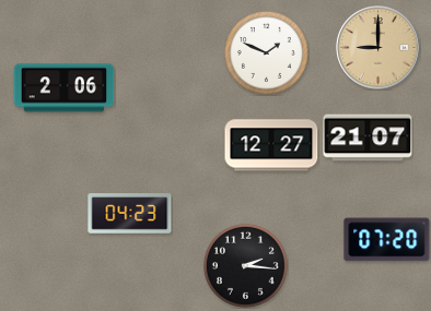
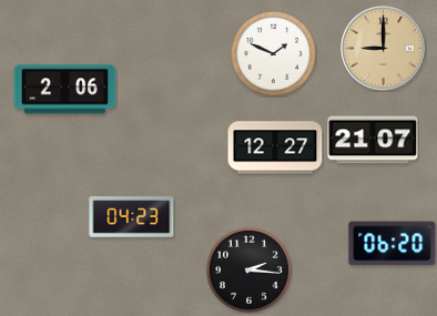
clock at (266, 52) position: (266, 52) -> (273, 53)
clock at (387, 240): 07:20 -> 06:20
